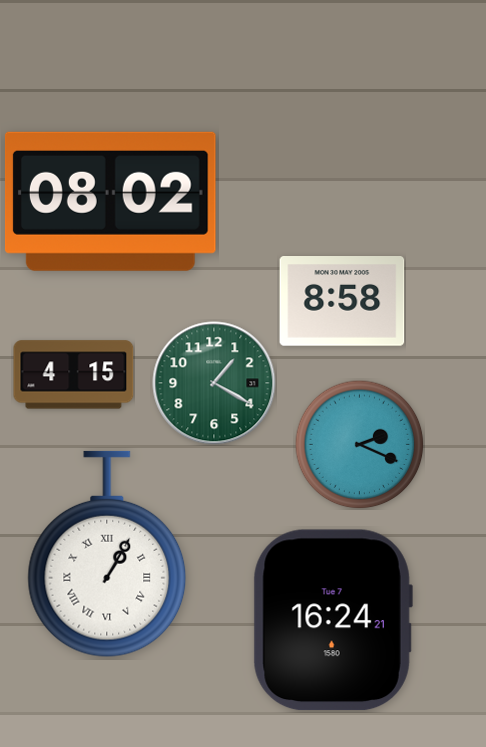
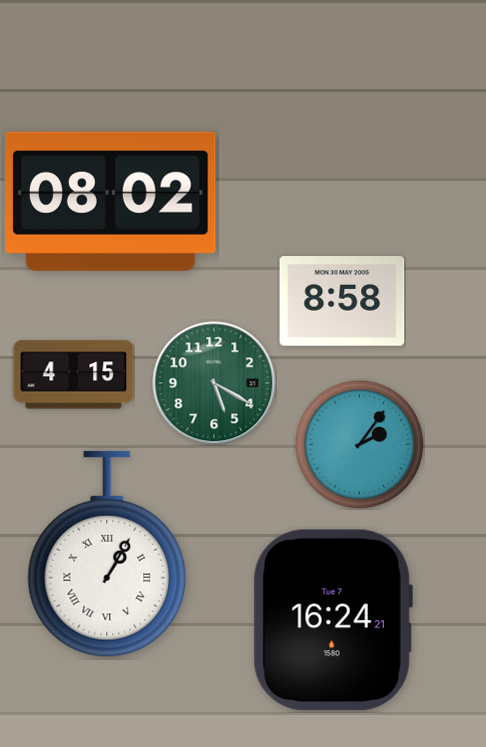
clock at (214, 383): 1:20 -> 5:20
clock at (359, 444): 2:19 -> 2:06
